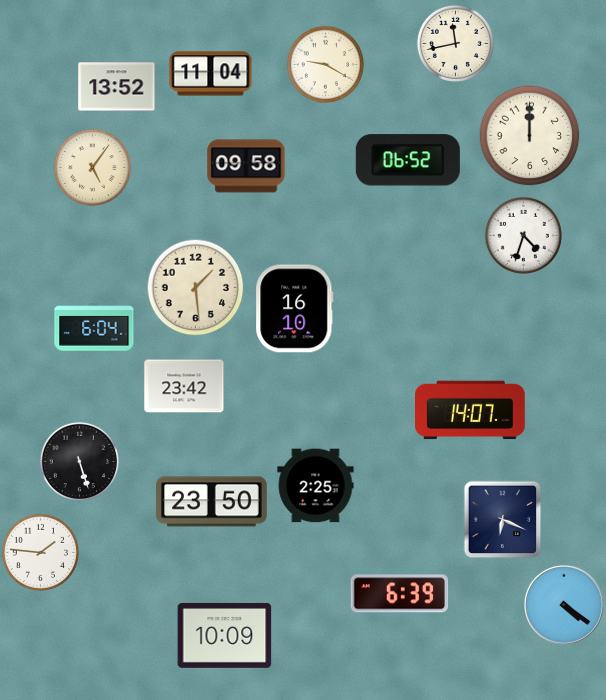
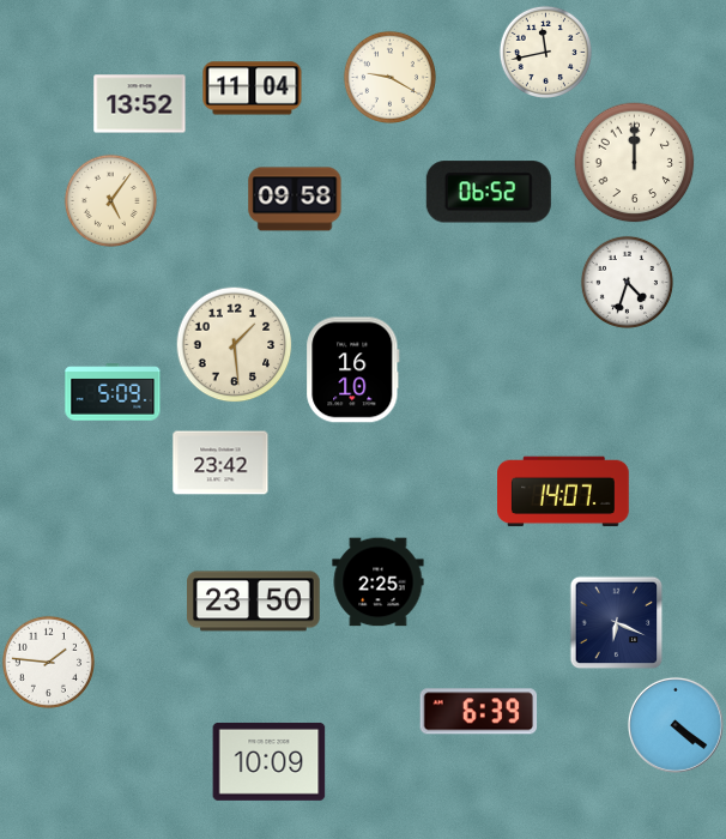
clock at (94, 327): 6:04 -> 5:09
clock at (79, 461): 5:27 -> none
clock at (502, 519) position: (502, 519) -> (616, 622)
